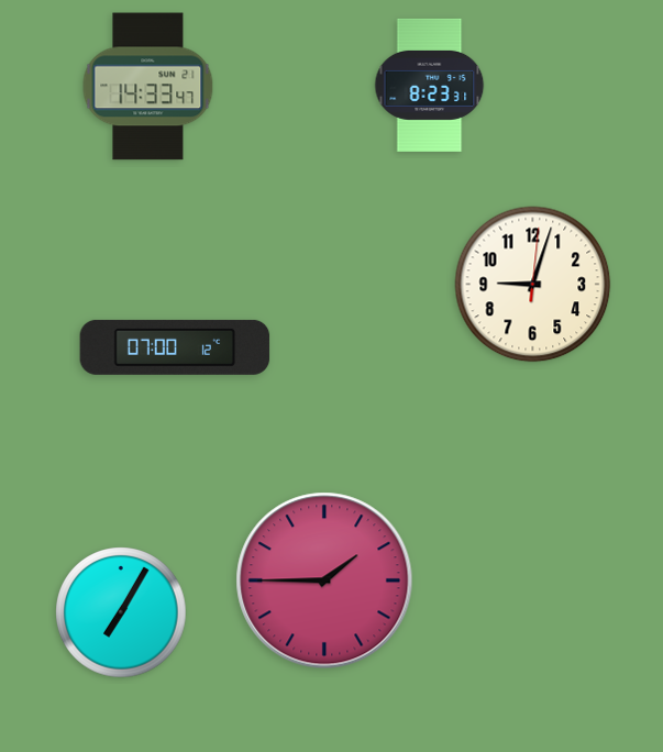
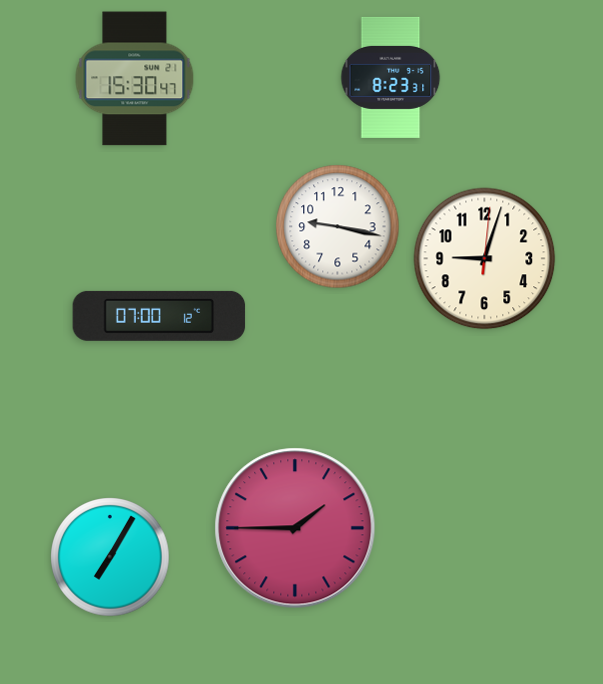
clock at (148, 87): 14:33 -> 15:30
clock at (338, 227): none -> 9:17
